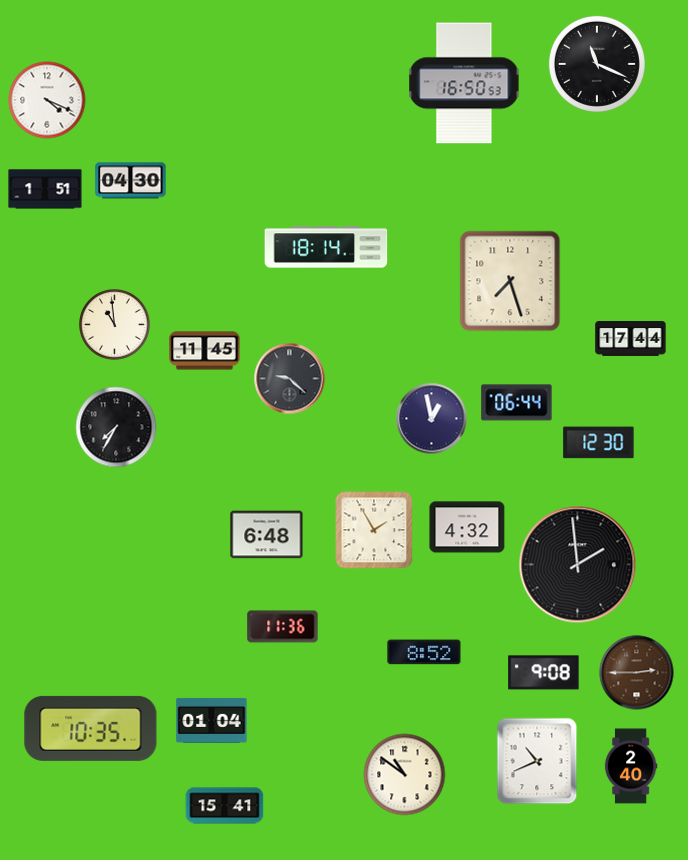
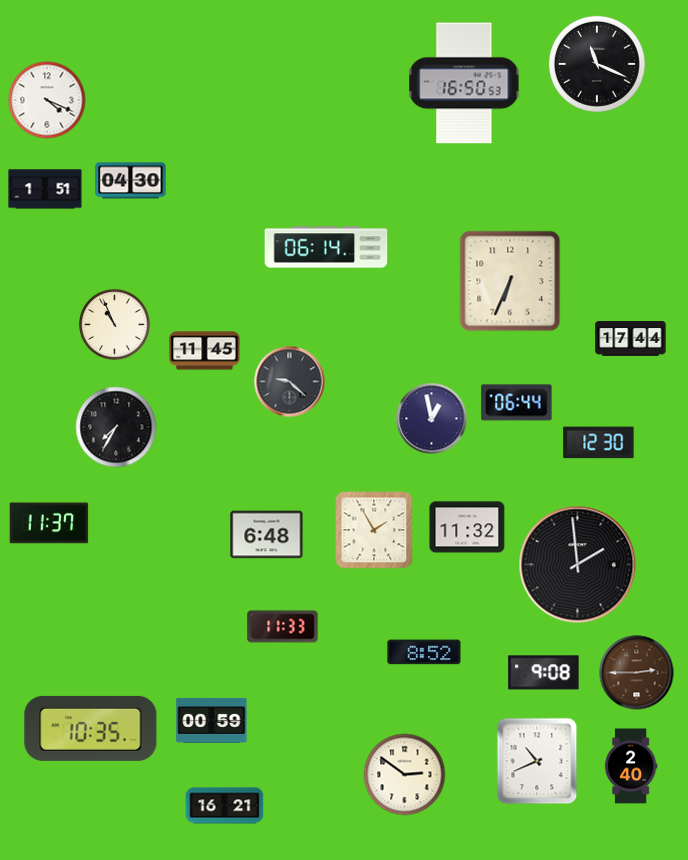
clock at (326, 247): 18:14 -> 06:14
clock at (510, 281): 7:27 -> 6:34
clock at (115, 325): 10:59 -> 10:56
clock at (290, 379) position: (290, 379) -> (290, 382)
clock at (49, 523): none -> 11:37
clock at (467, 527): 4:32 -> 11:32
clock at (283, 627): 11:36 -> 11:33
clock at (212, 720): 01:04 -> 00:59
clock at (405, 775): 10:51 -> 2:51
clock at (225, 806): 15:41 -> 16:21
